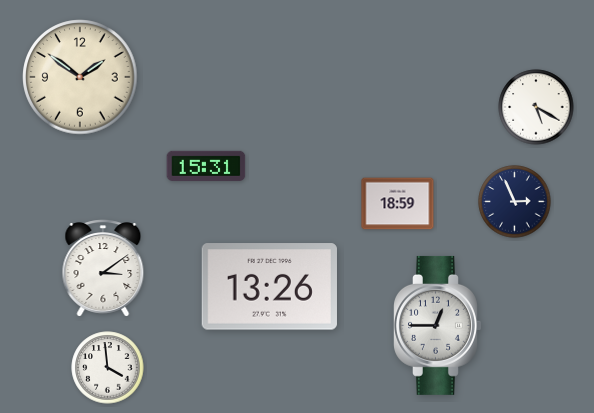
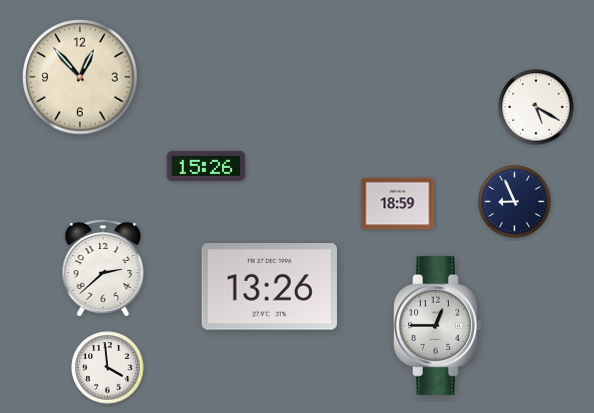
clock at (80, 77): 1:51 -> 12:53
clock at (206, 166): 15:31 -> 15:26
clock at (515, 202): 2:56 -> 8:56
clock at (103, 268): 3:09 -> 2:38
